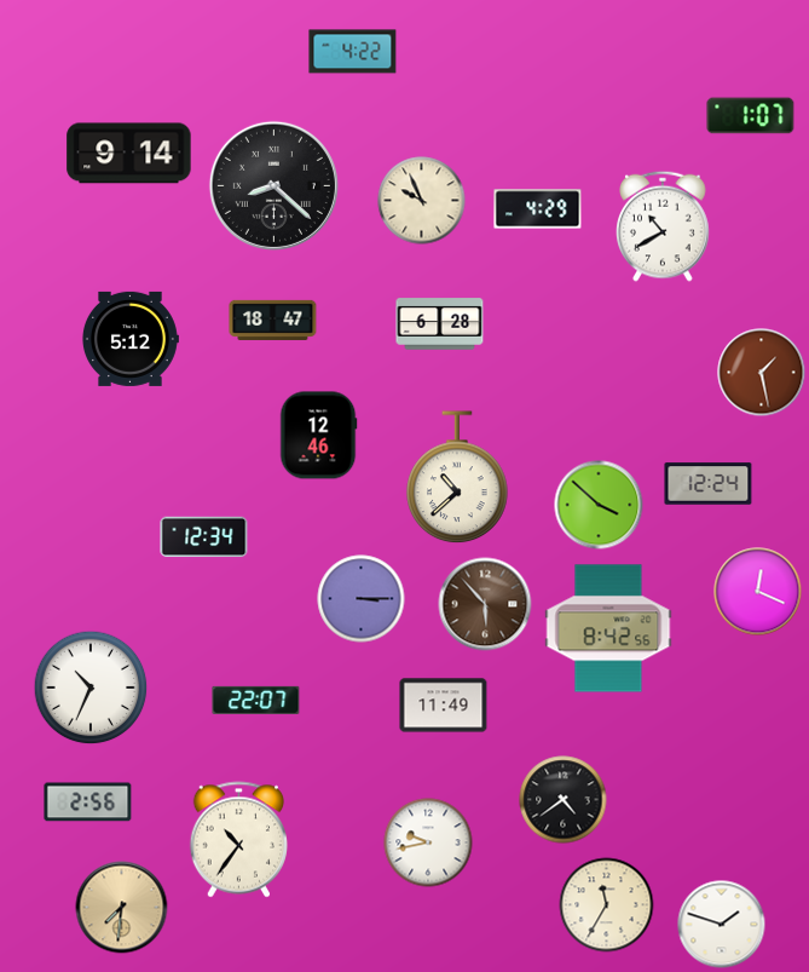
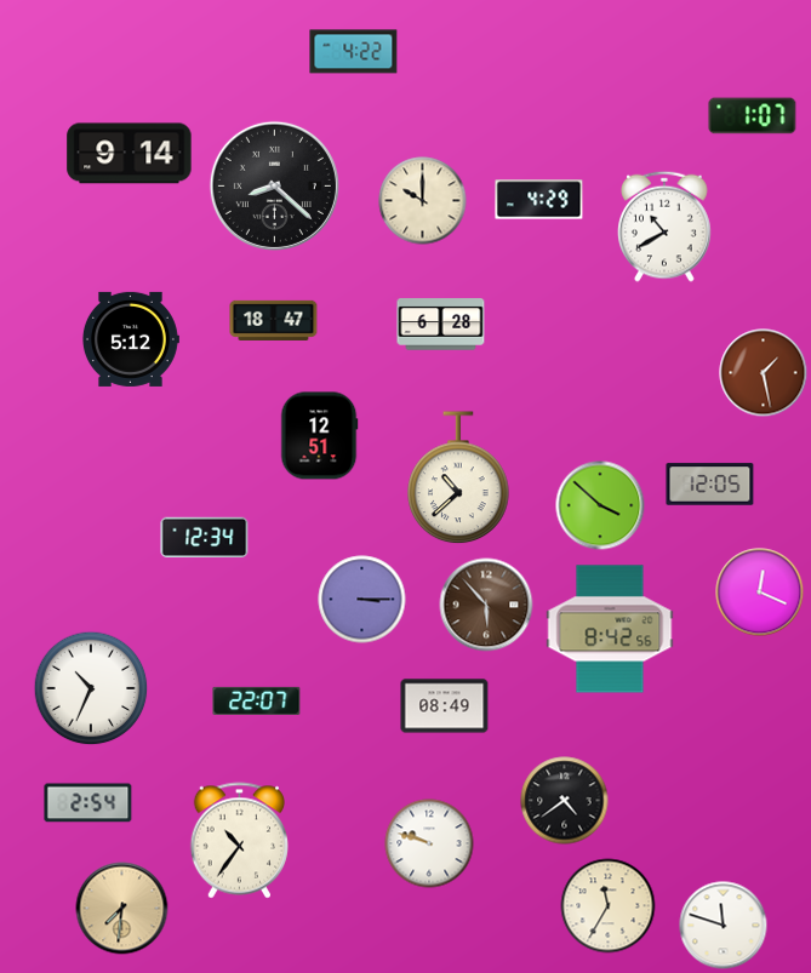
clock at (422, 201): 9:56 -> 10:00
clock at (538, 209) position: (538, 209) -> (539, 200)
clock at (318, 436): 12:46 -> 12:51
clock at (709, 484): 12:24 -> 12:05
clock at (444, 706): 11:49 -> 08:49
clock at (88, 803): 2:56 -> 2:54
clock at (428, 842): 9:43 -> 9:48
clock at (722, 925): 1:48 -> 11:48
